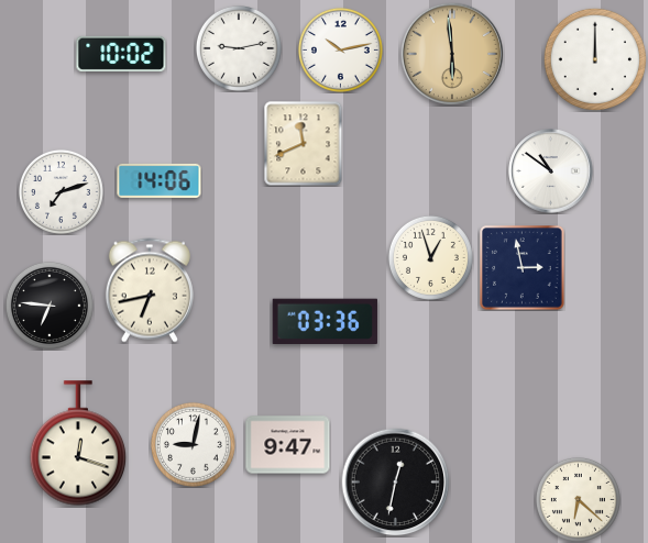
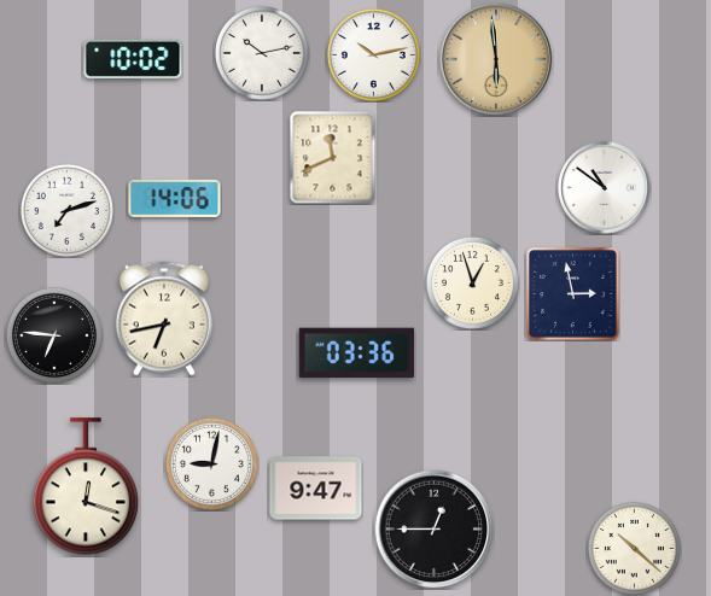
clock at (239, 48): 9:13 -> 10:13
clock at (595, 59): 12:00 -> none
clock at (193, 444) position: (193, 444) -> (211, 463)
clock at (396, 483): 12:32 -> 12:45
clock at (578, 499): 6:22 -> 10:22
